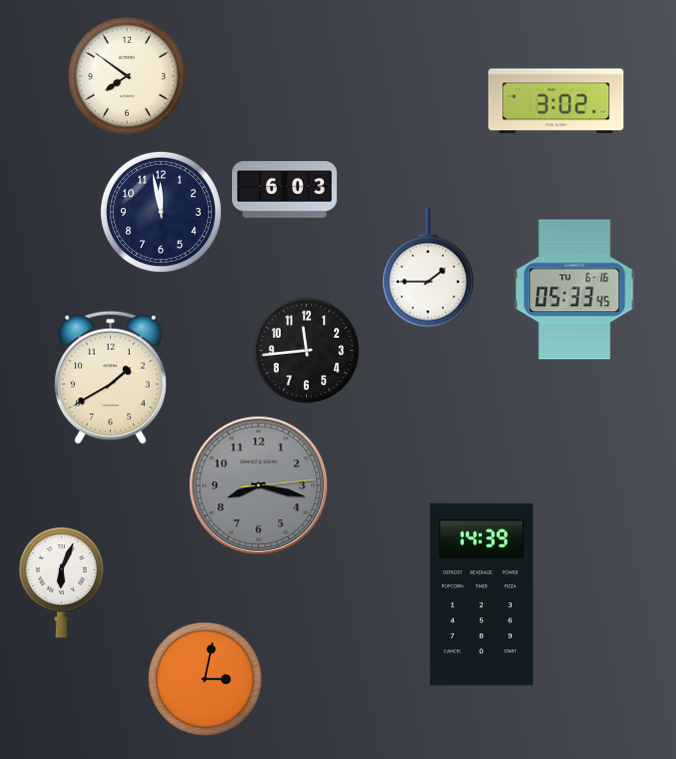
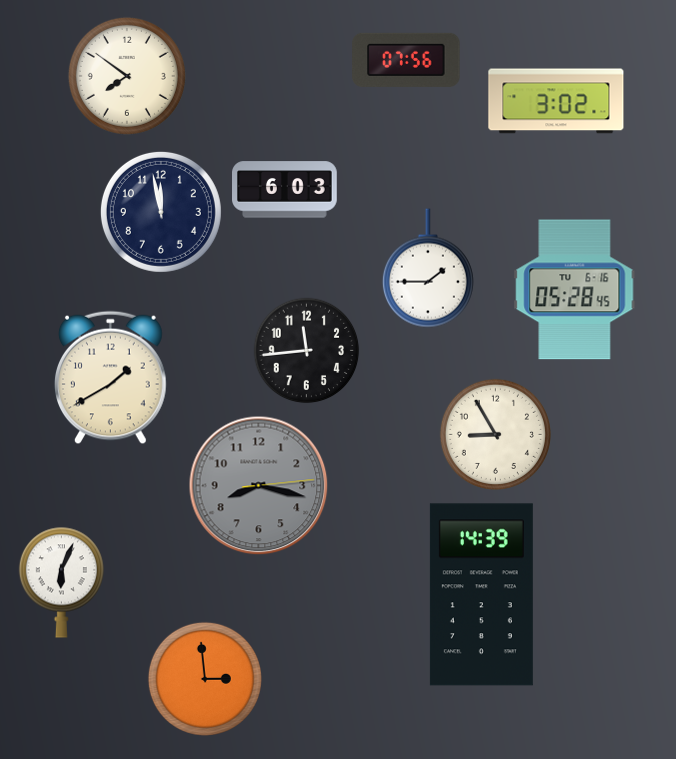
clock at (406, 60): none -> 07:56
clock at (575, 290): 05:33 -> 05:28
clock at (495, 434): none -> 8:55
clock at (205, 679): 3:02 -> 2:59
